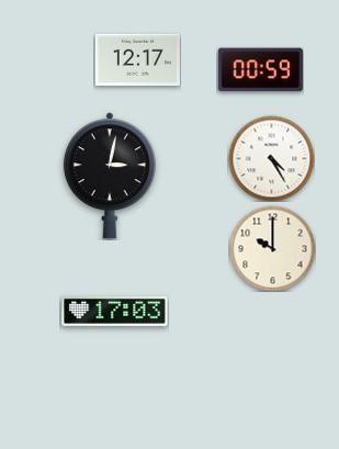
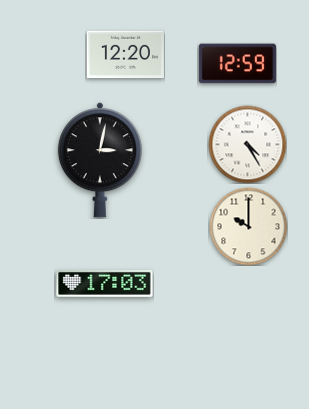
clock at (137, 60): 12:17 -> 12:20
clock at (260, 70): 00:59 -> 12:59
